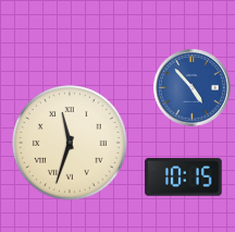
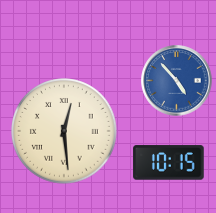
clock at (70, 143): 11:33 -> 12:29
